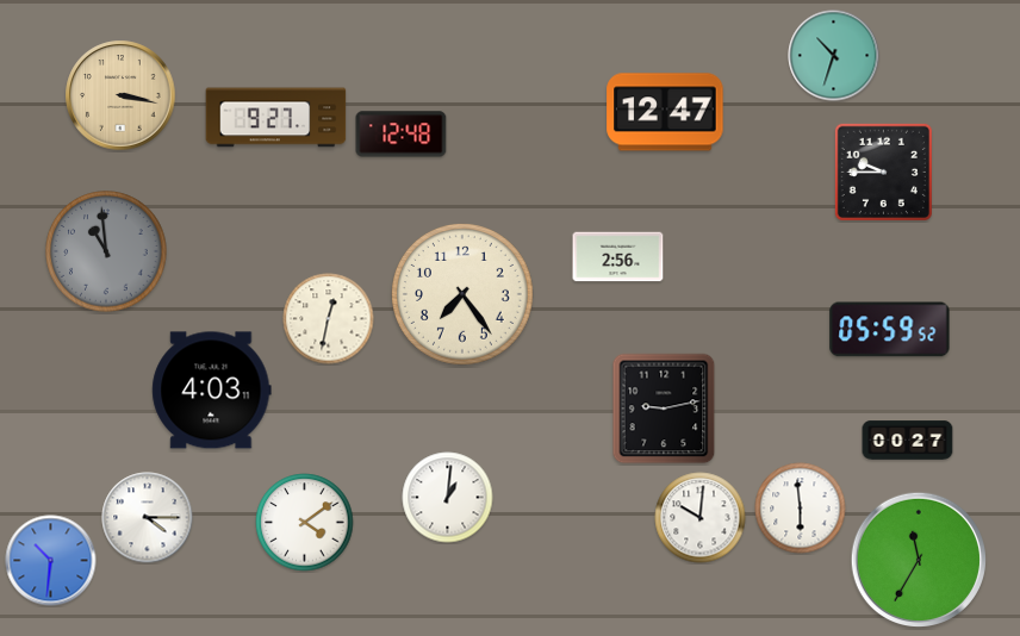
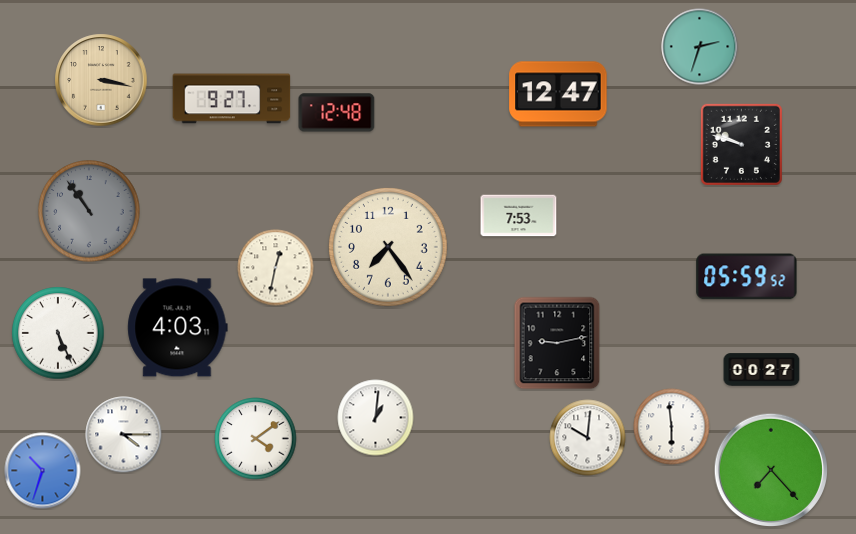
clock at (834, 56): 10:33 -> 2:33
clock at (883, 172): 9:45 -> 9:48
clock at (106, 251): 10:59 -> 10:54
clock at (618, 257): 2:56 -> 7:53
clock at (58, 333): none -> 5:26
clock at (701, 518) position: (701, 518) -> (588, 438)
clock at (918, 559): 11:35 -> 7:23
clock at (51, 561): 10:31 -> 10:33
